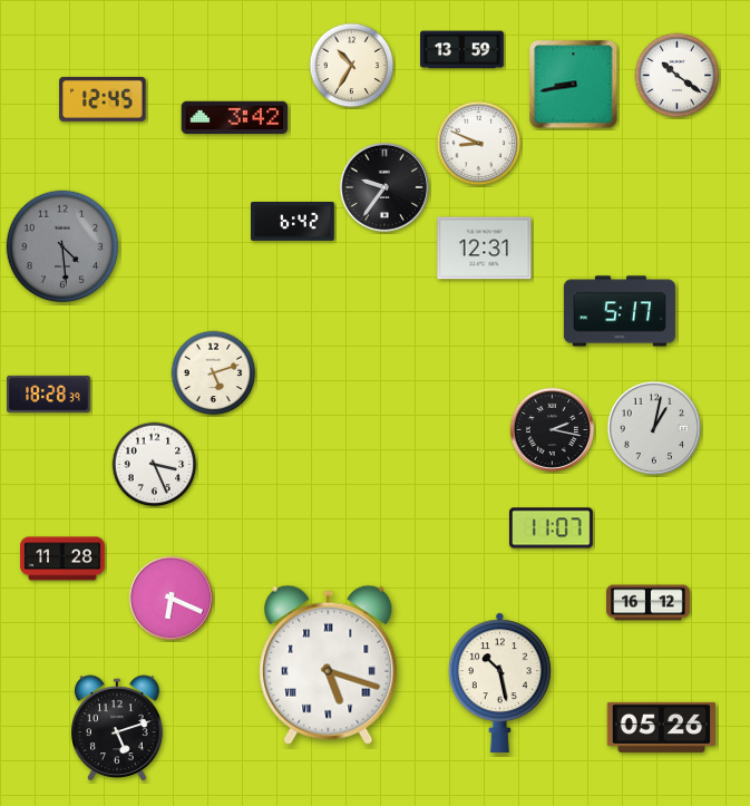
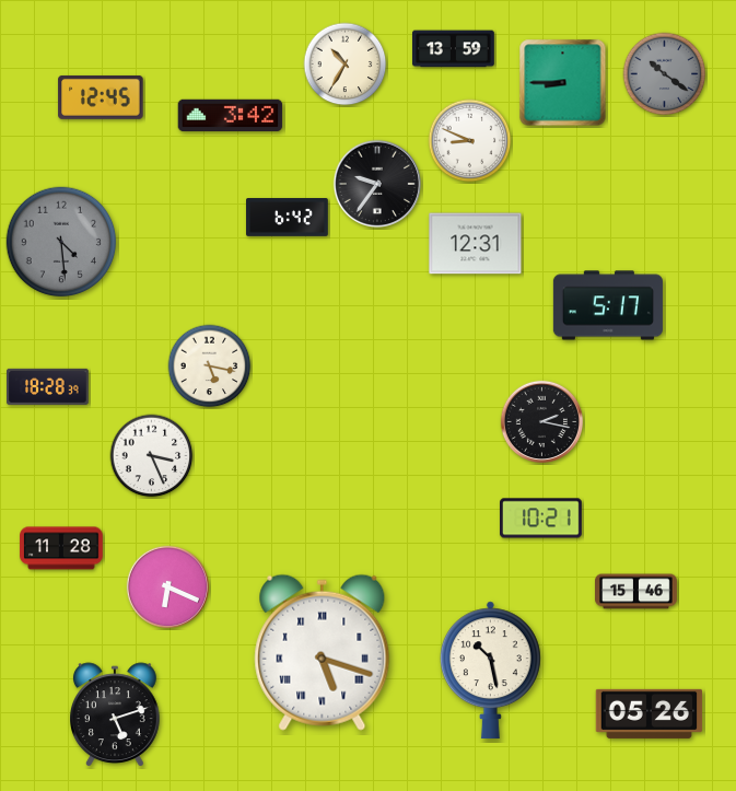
clock at (678, 76) dial: white -> grey
clock at (574, 85): 8:43 -> 8:45
clock at (214, 373): 5:12 -> 5:17
clock at (654, 428): 1:02 -> none
clock at (552, 528): 11:07 -> 10:21
clock at (649, 603): 16:12 -> 15:46
